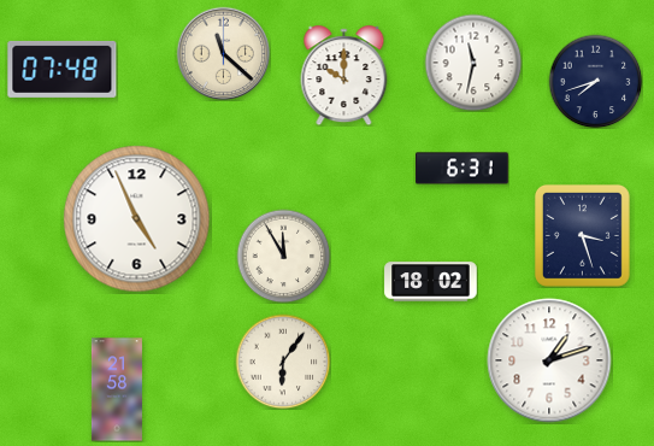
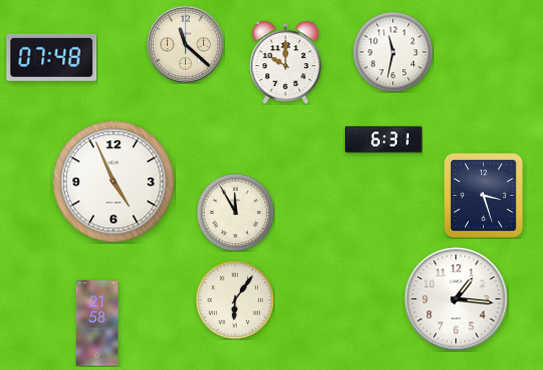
clock at (595, 81): 7:42 -> none
clock at (431, 282): 18:02 -> none
clock at (549, 360): 1:12 -> 1:16
